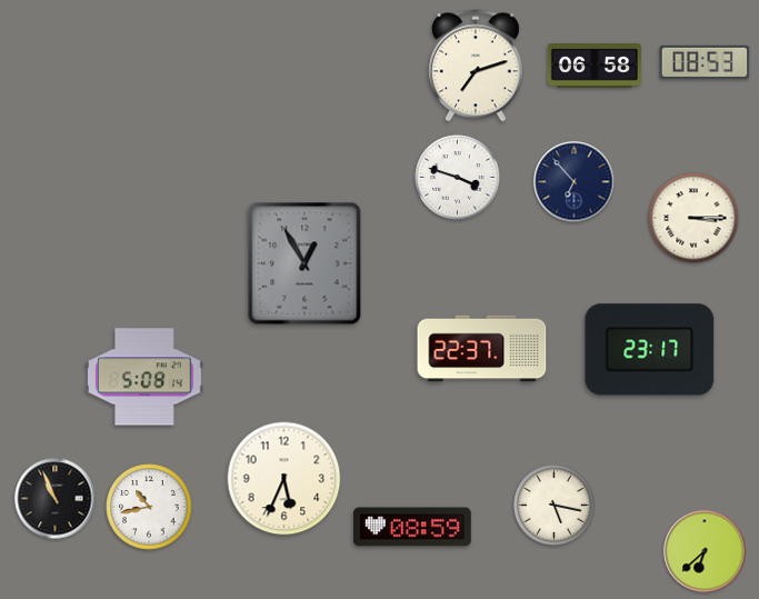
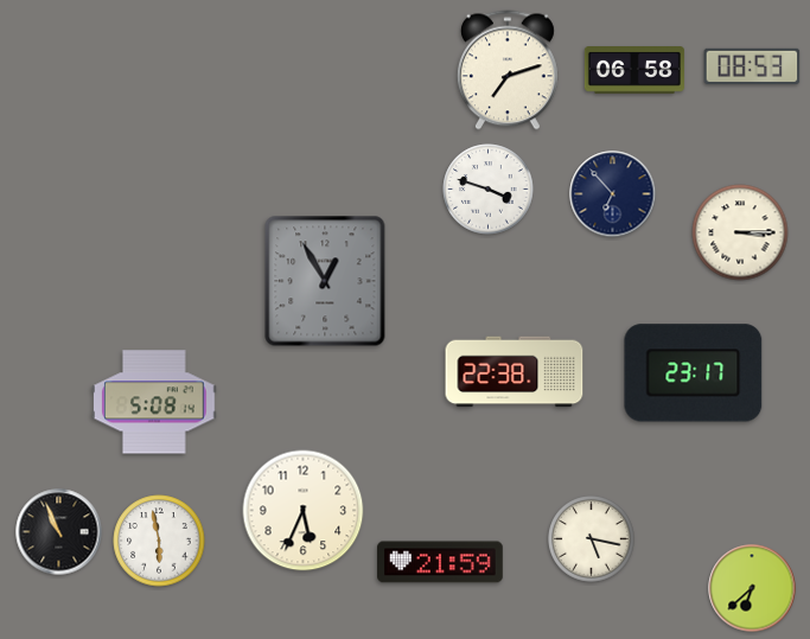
clock at (482, 349): 22:37 -> 22:38
clock at (149, 507): 10:43 -> 5:58
clock at (412, 527): 08:59 -> 21:59
